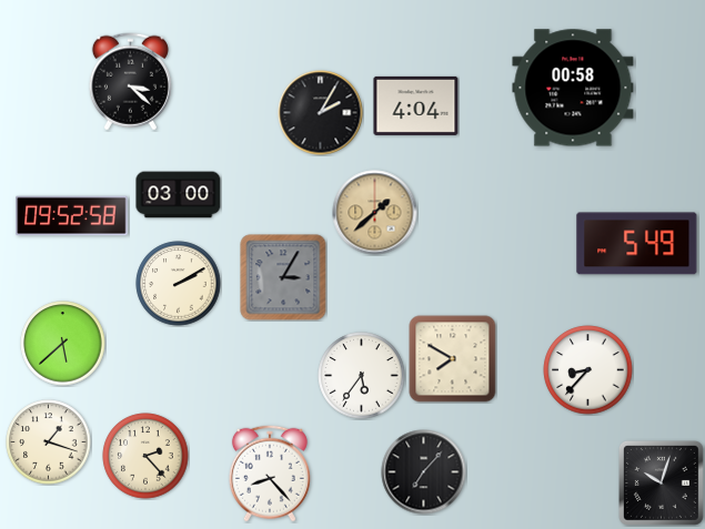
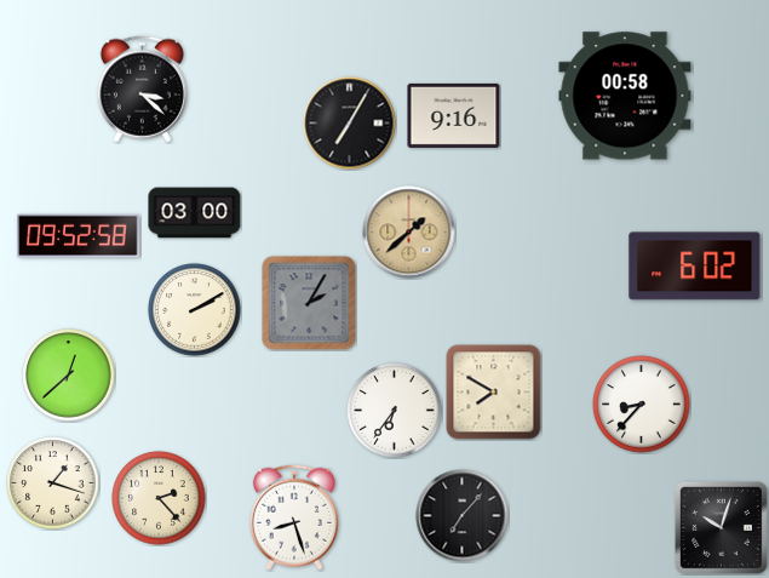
clock at (416, 105): 4:04 -> 9:16
clock at (321, 113): 2:05 -> 7:05
clock at (637, 244): 5:49 -> 6:02
clock at (283, 277): 3:05 -> 2:05
clock at (63, 344): 5:38 -> 12:38
clock at (362, 376): 5:36 -> 6:36
clock at (270, 474): 8:23 -> 8:27
